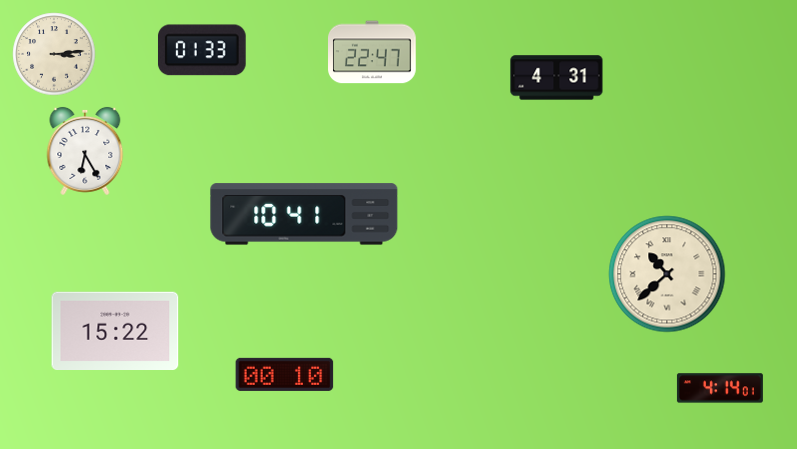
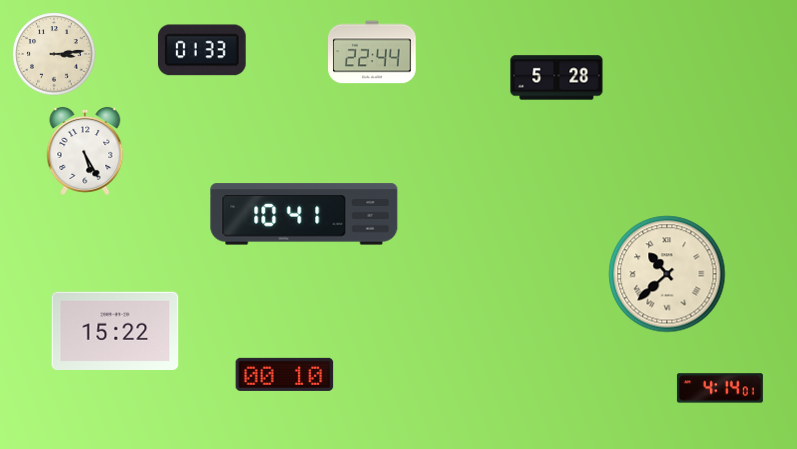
clock at (373, 52): 22:47 -> 22:44
clock at (557, 78): 4:31 -> 5:28
clock at (85, 151): 6:25 -> 5:25
